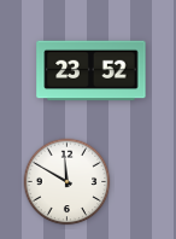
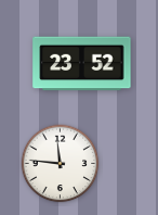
clock at (68, 182): 11:50 -> 11:46
